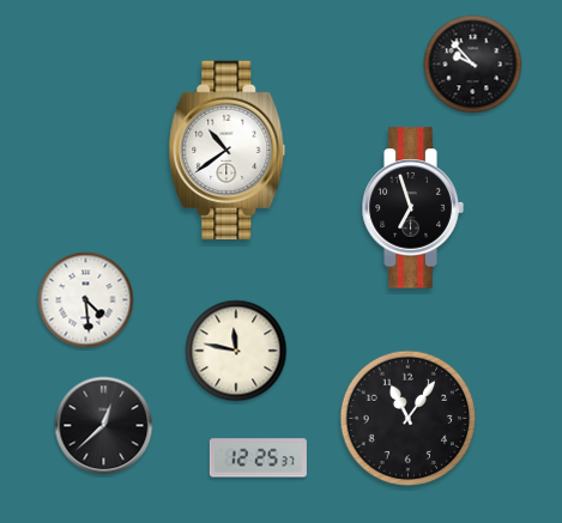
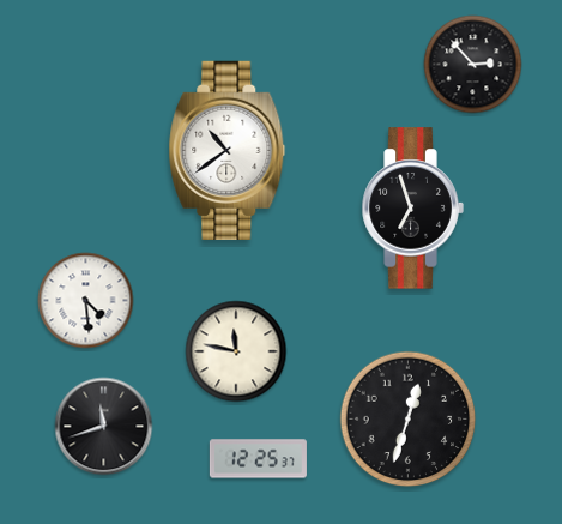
clock at (473, 65): 9:53 -> 2:53
clock at (409, 419): 11:06 -> 12:33
clock at (104, 426): 12:38 -> 11:42
